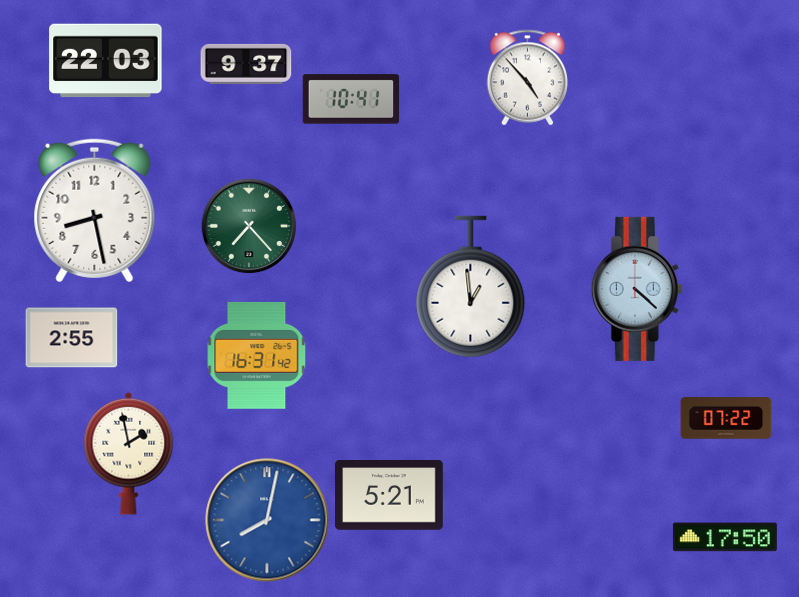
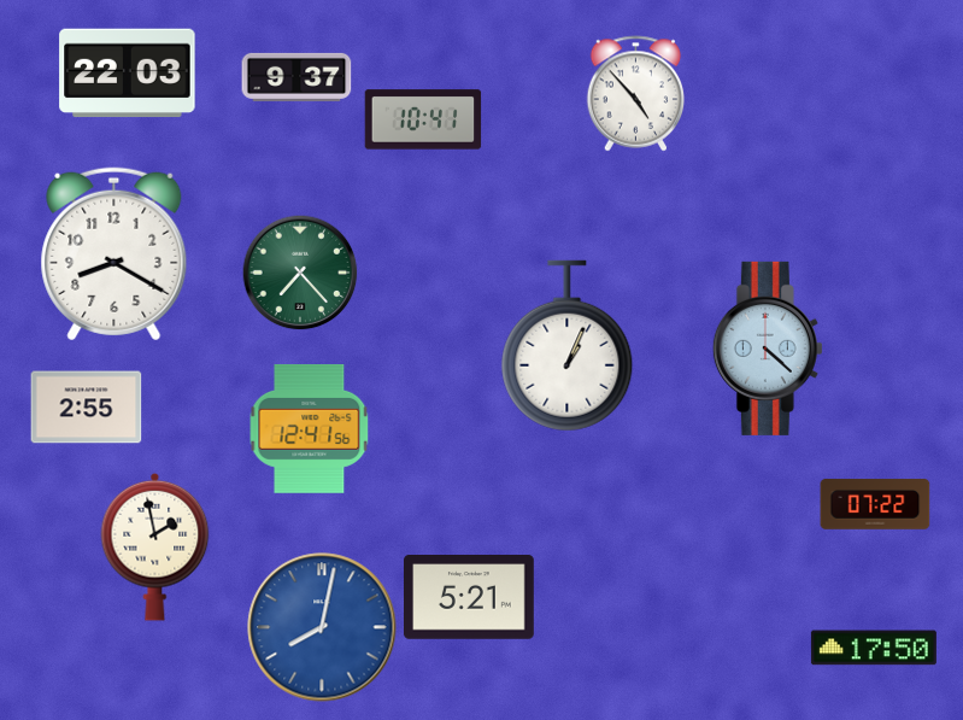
clock at (95, 211): 8:28 -> 8:20
clock at (471, 287): 12:59 -> 1:04
clock at (257, 355): 16:31 -> 12:41
